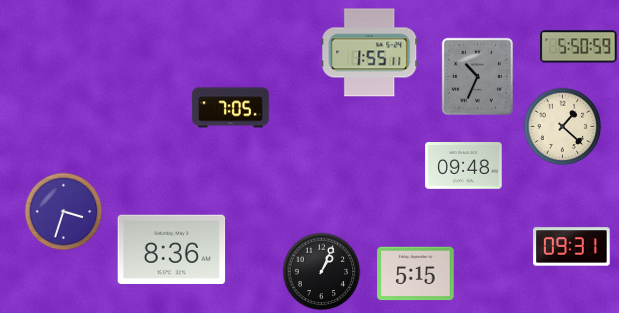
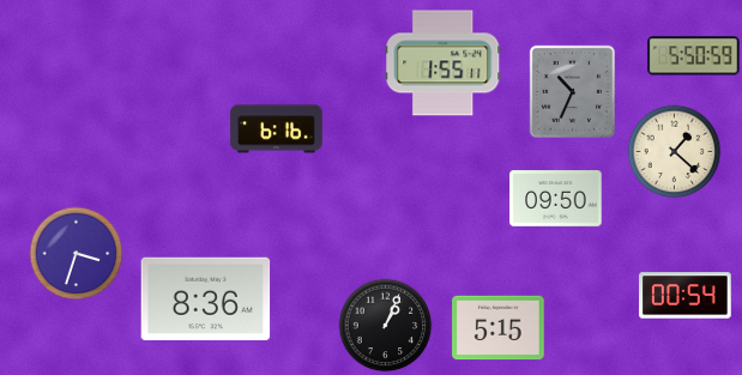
clock at (231, 108): 7:05 -> 6:16
clock at (464, 166): 09:48 -> 09:50
clock at (572, 247): 09:31 -> 00:54
